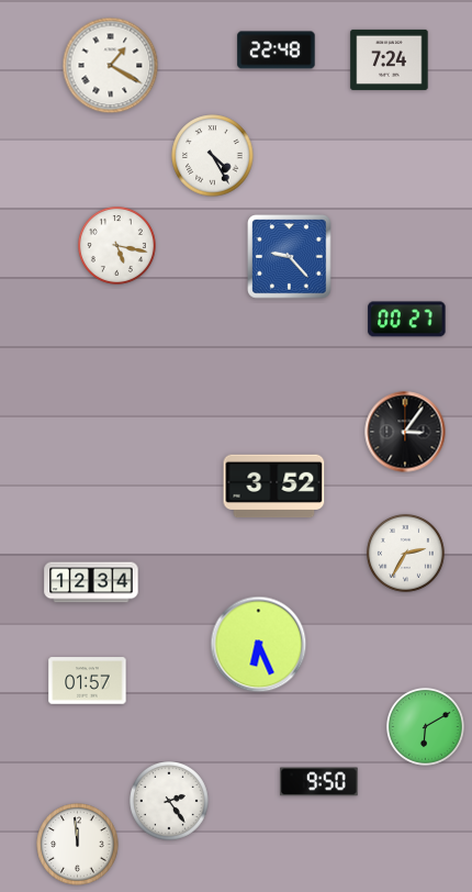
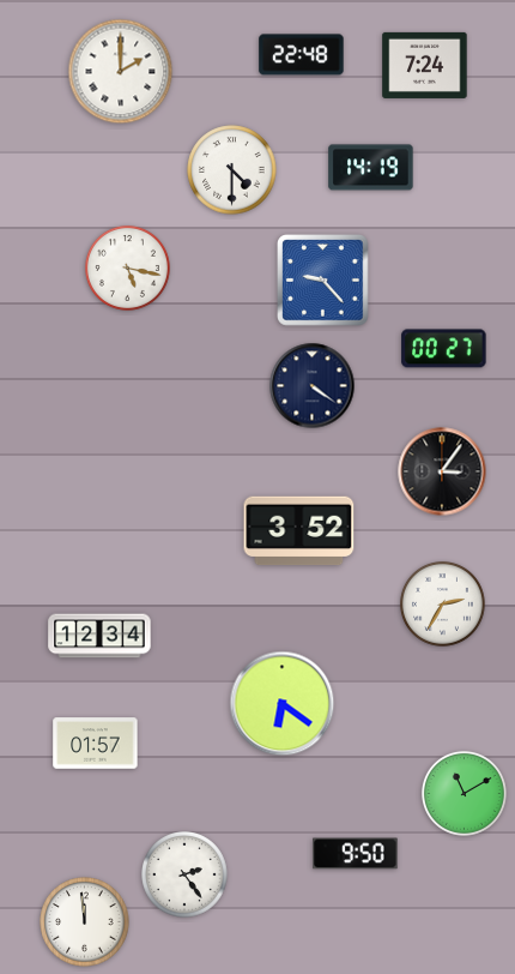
clock at (111, 66): 1:20 -> 2:00
clock at (371, 168): none -> 14:19
clock at (213, 156): 4:25 -> 4:30
clock at (290, 257) position: (290, 257) -> (323, 281)
clock at (313, 386): none -> 4:21
clock at (259, 645): 6:26 -> 6:21
clock at (425, 726): 6:10 -> 11:10
clock at (319, 782) position: (319, 782) -> (356, 854)
